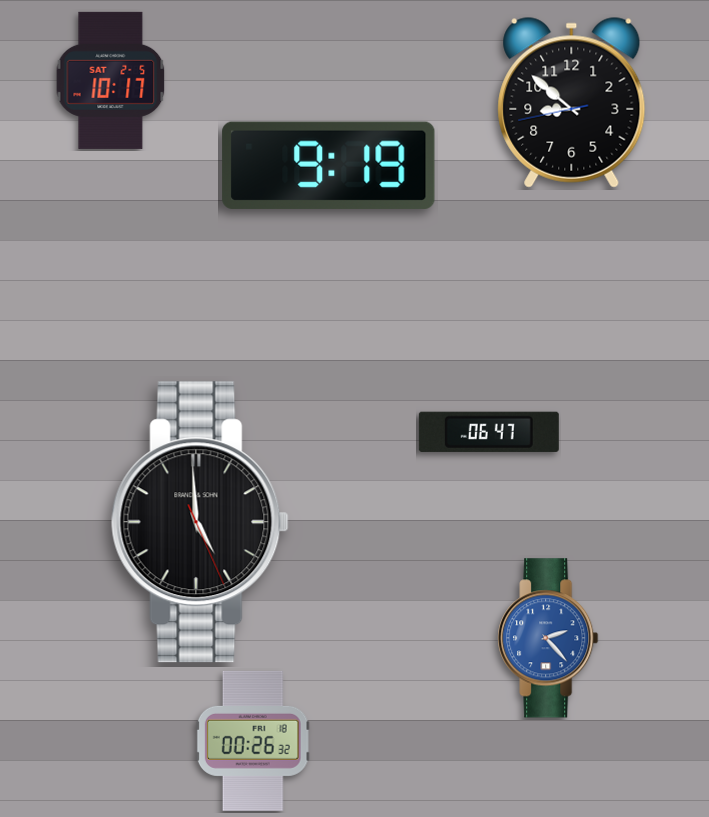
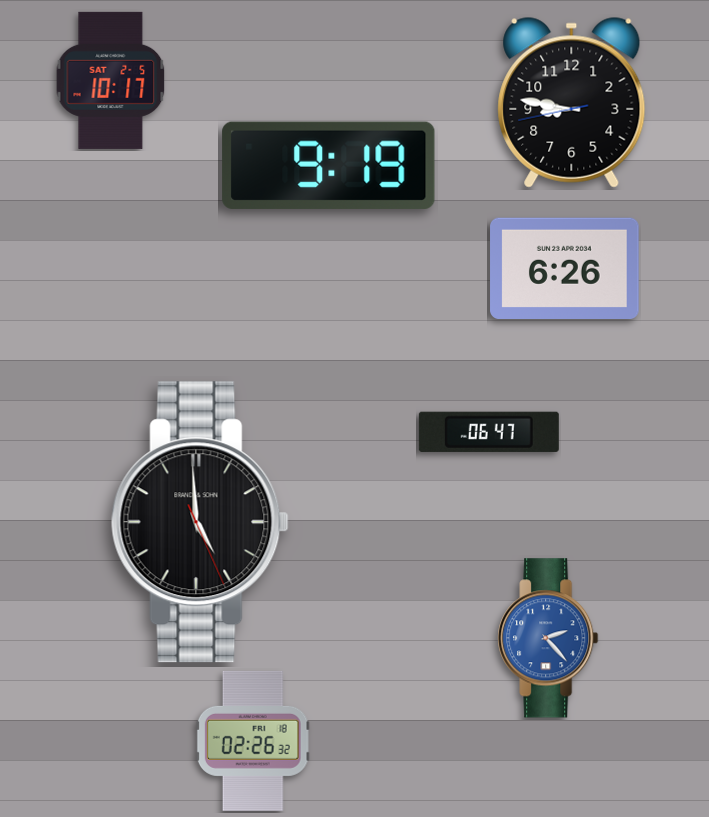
clock at (572, 102): 8:51 -> 8:46
clock at (565, 268): none -> 6:26
clock at (253, 741): 00:26 -> 02:26
